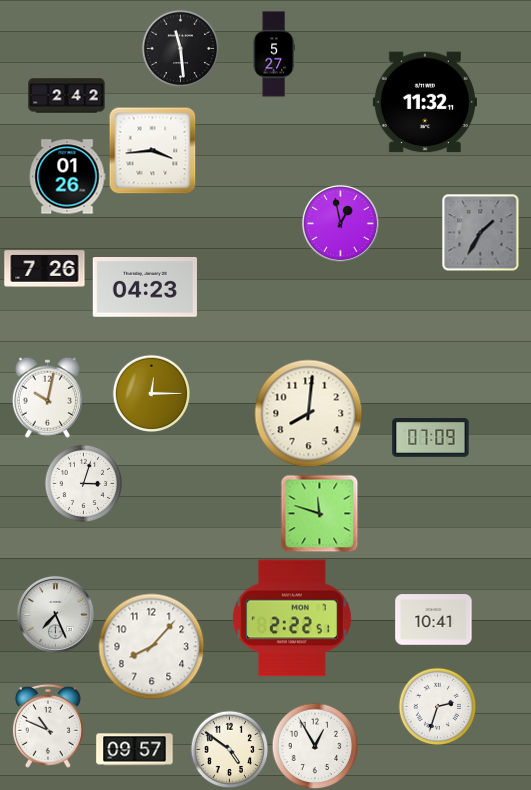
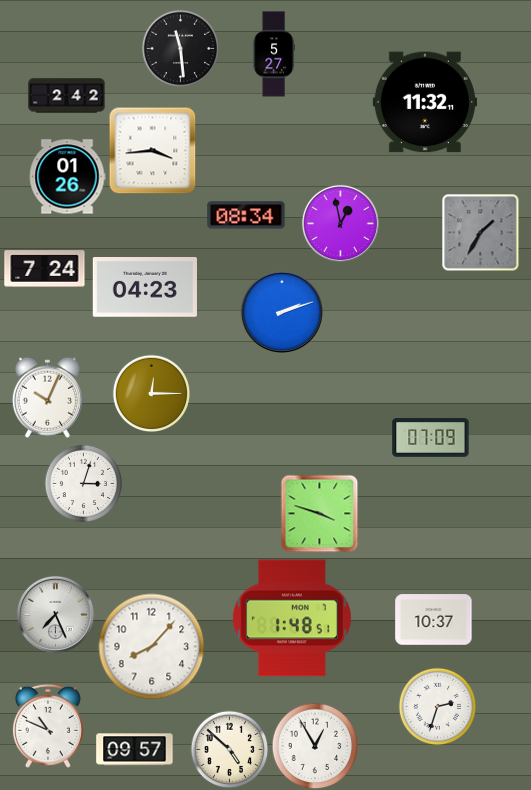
clock at (246, 215): none -> 08:34
clock at (45, 269): 7:26 -> 7:24
clock at (282, 312): none -> 2:12
clock at (47, 397): 10:02 -> 10:04
clock at (309, 414): 8:01 -> none
clock at (319, 513): 11:48 -> 3:48
clock at (292, 618): 2:22 -> 1:48
clock at (434, 620): 10:41 -> 10:37
clock at (229, 749): 4:51 -> 4:52
